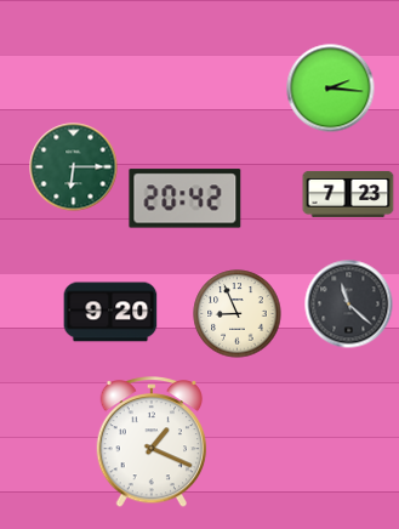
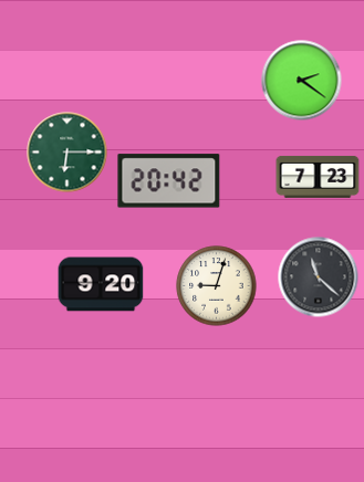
clock at (331, 89): 2:16 -> 2:21
clock at (238, 314): 8:56 -> 9:03
clock at (152, 443): 1:19 -> none
